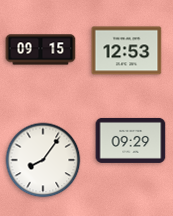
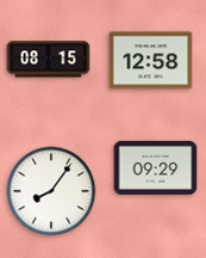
clock at (41, 50): 09:15 -> 08:15
clock at (127, 51): 12:53 -> 12:58
